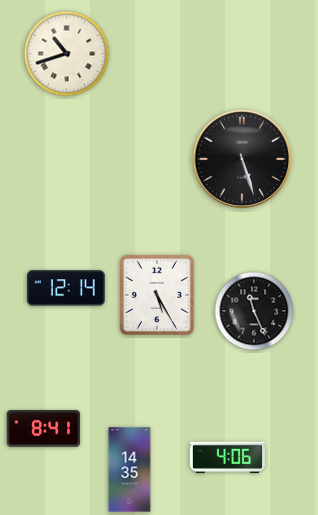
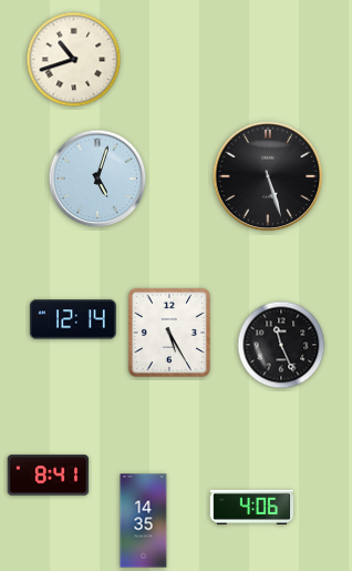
clock at (97, 179): none -> 5:03
clock at (157, 295) position: (157, 295) -> (169, 333)
